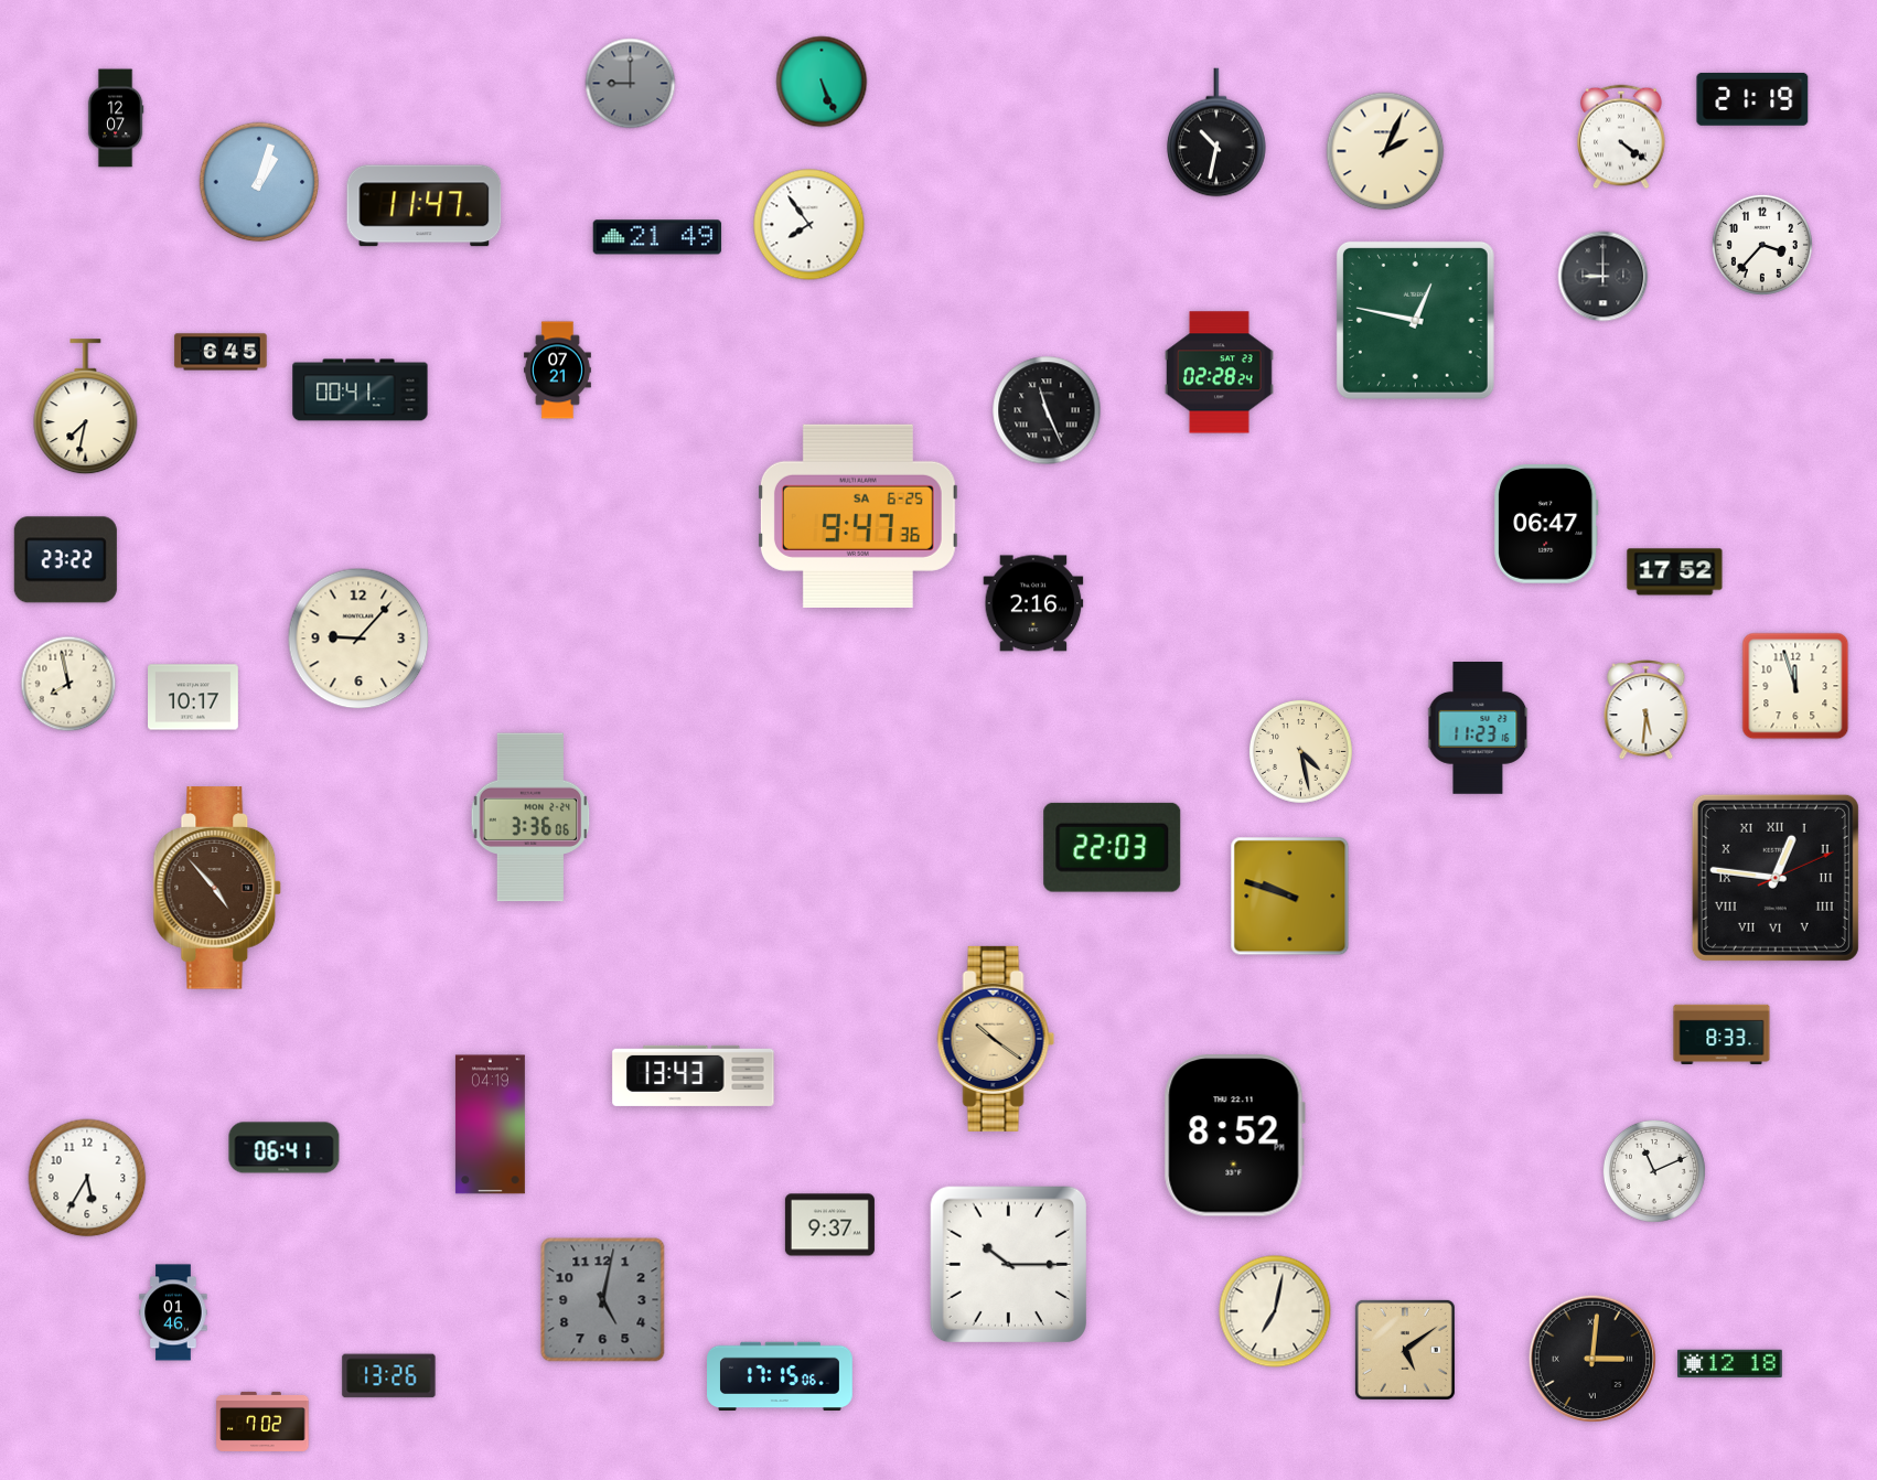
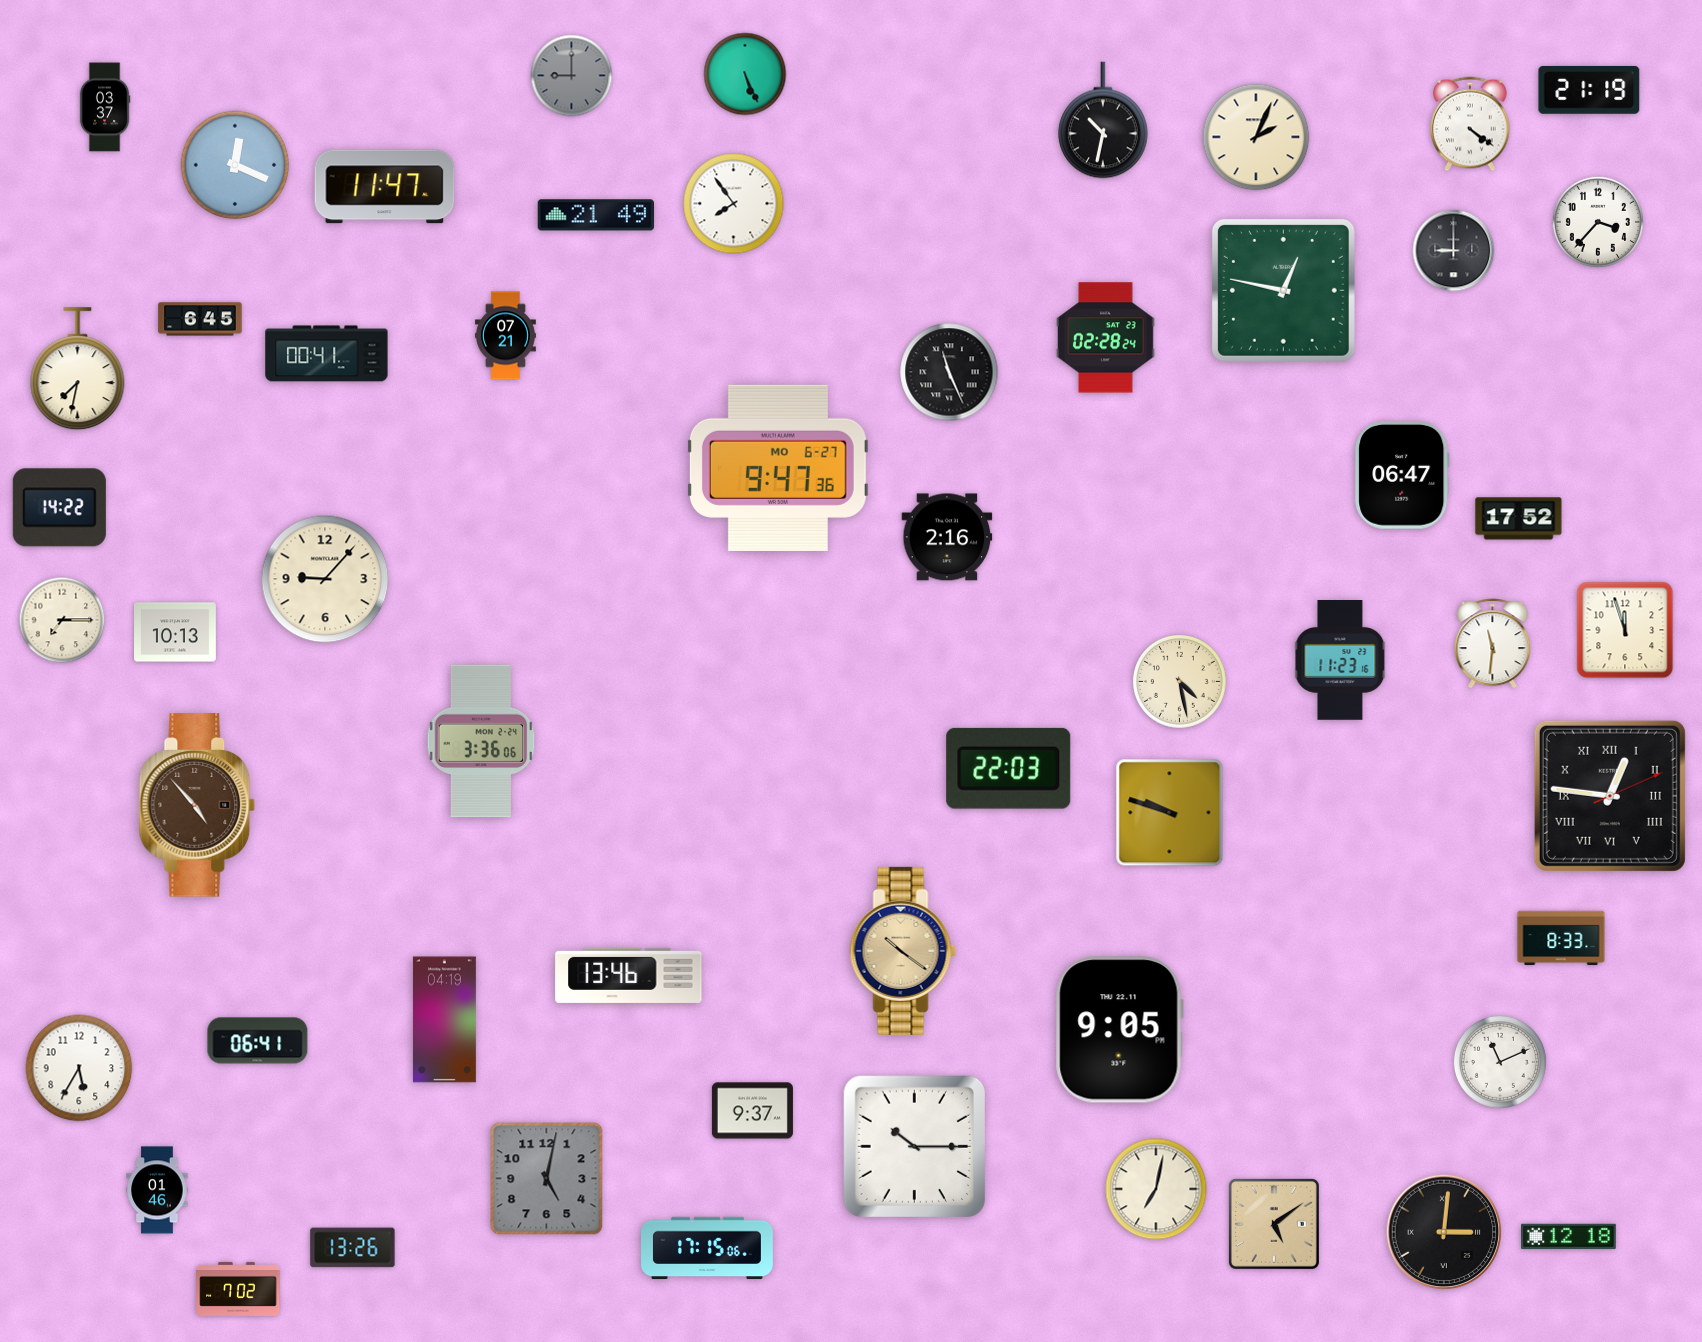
clock at (116, 118): 12:07 -> 03:37
clock at (259, 182): 1:03 -> 12:19
clock at (858, 516) date: SA 6-25 -> MO 6-27
clock at (65, 560): 23:22 -> 14:22
clock at (1033, 603) position: (1033, 603) -> (947, 537)
clock at (68, 684): 7:58 -> 7:15
clock at (1795, 686) position: (1795, 686) -> (1625, 630)
clock at (194, 697): 10:17 -> 10:13
clock at (1647, 710): 5:31 -> 11:31
clock at (996, 1039) position: (996, 1039) -> (903, 951)
clock at (694, 1075): 13:43 -> 13:46
clock at (1234, 1136): 8:52 -> 9:05
